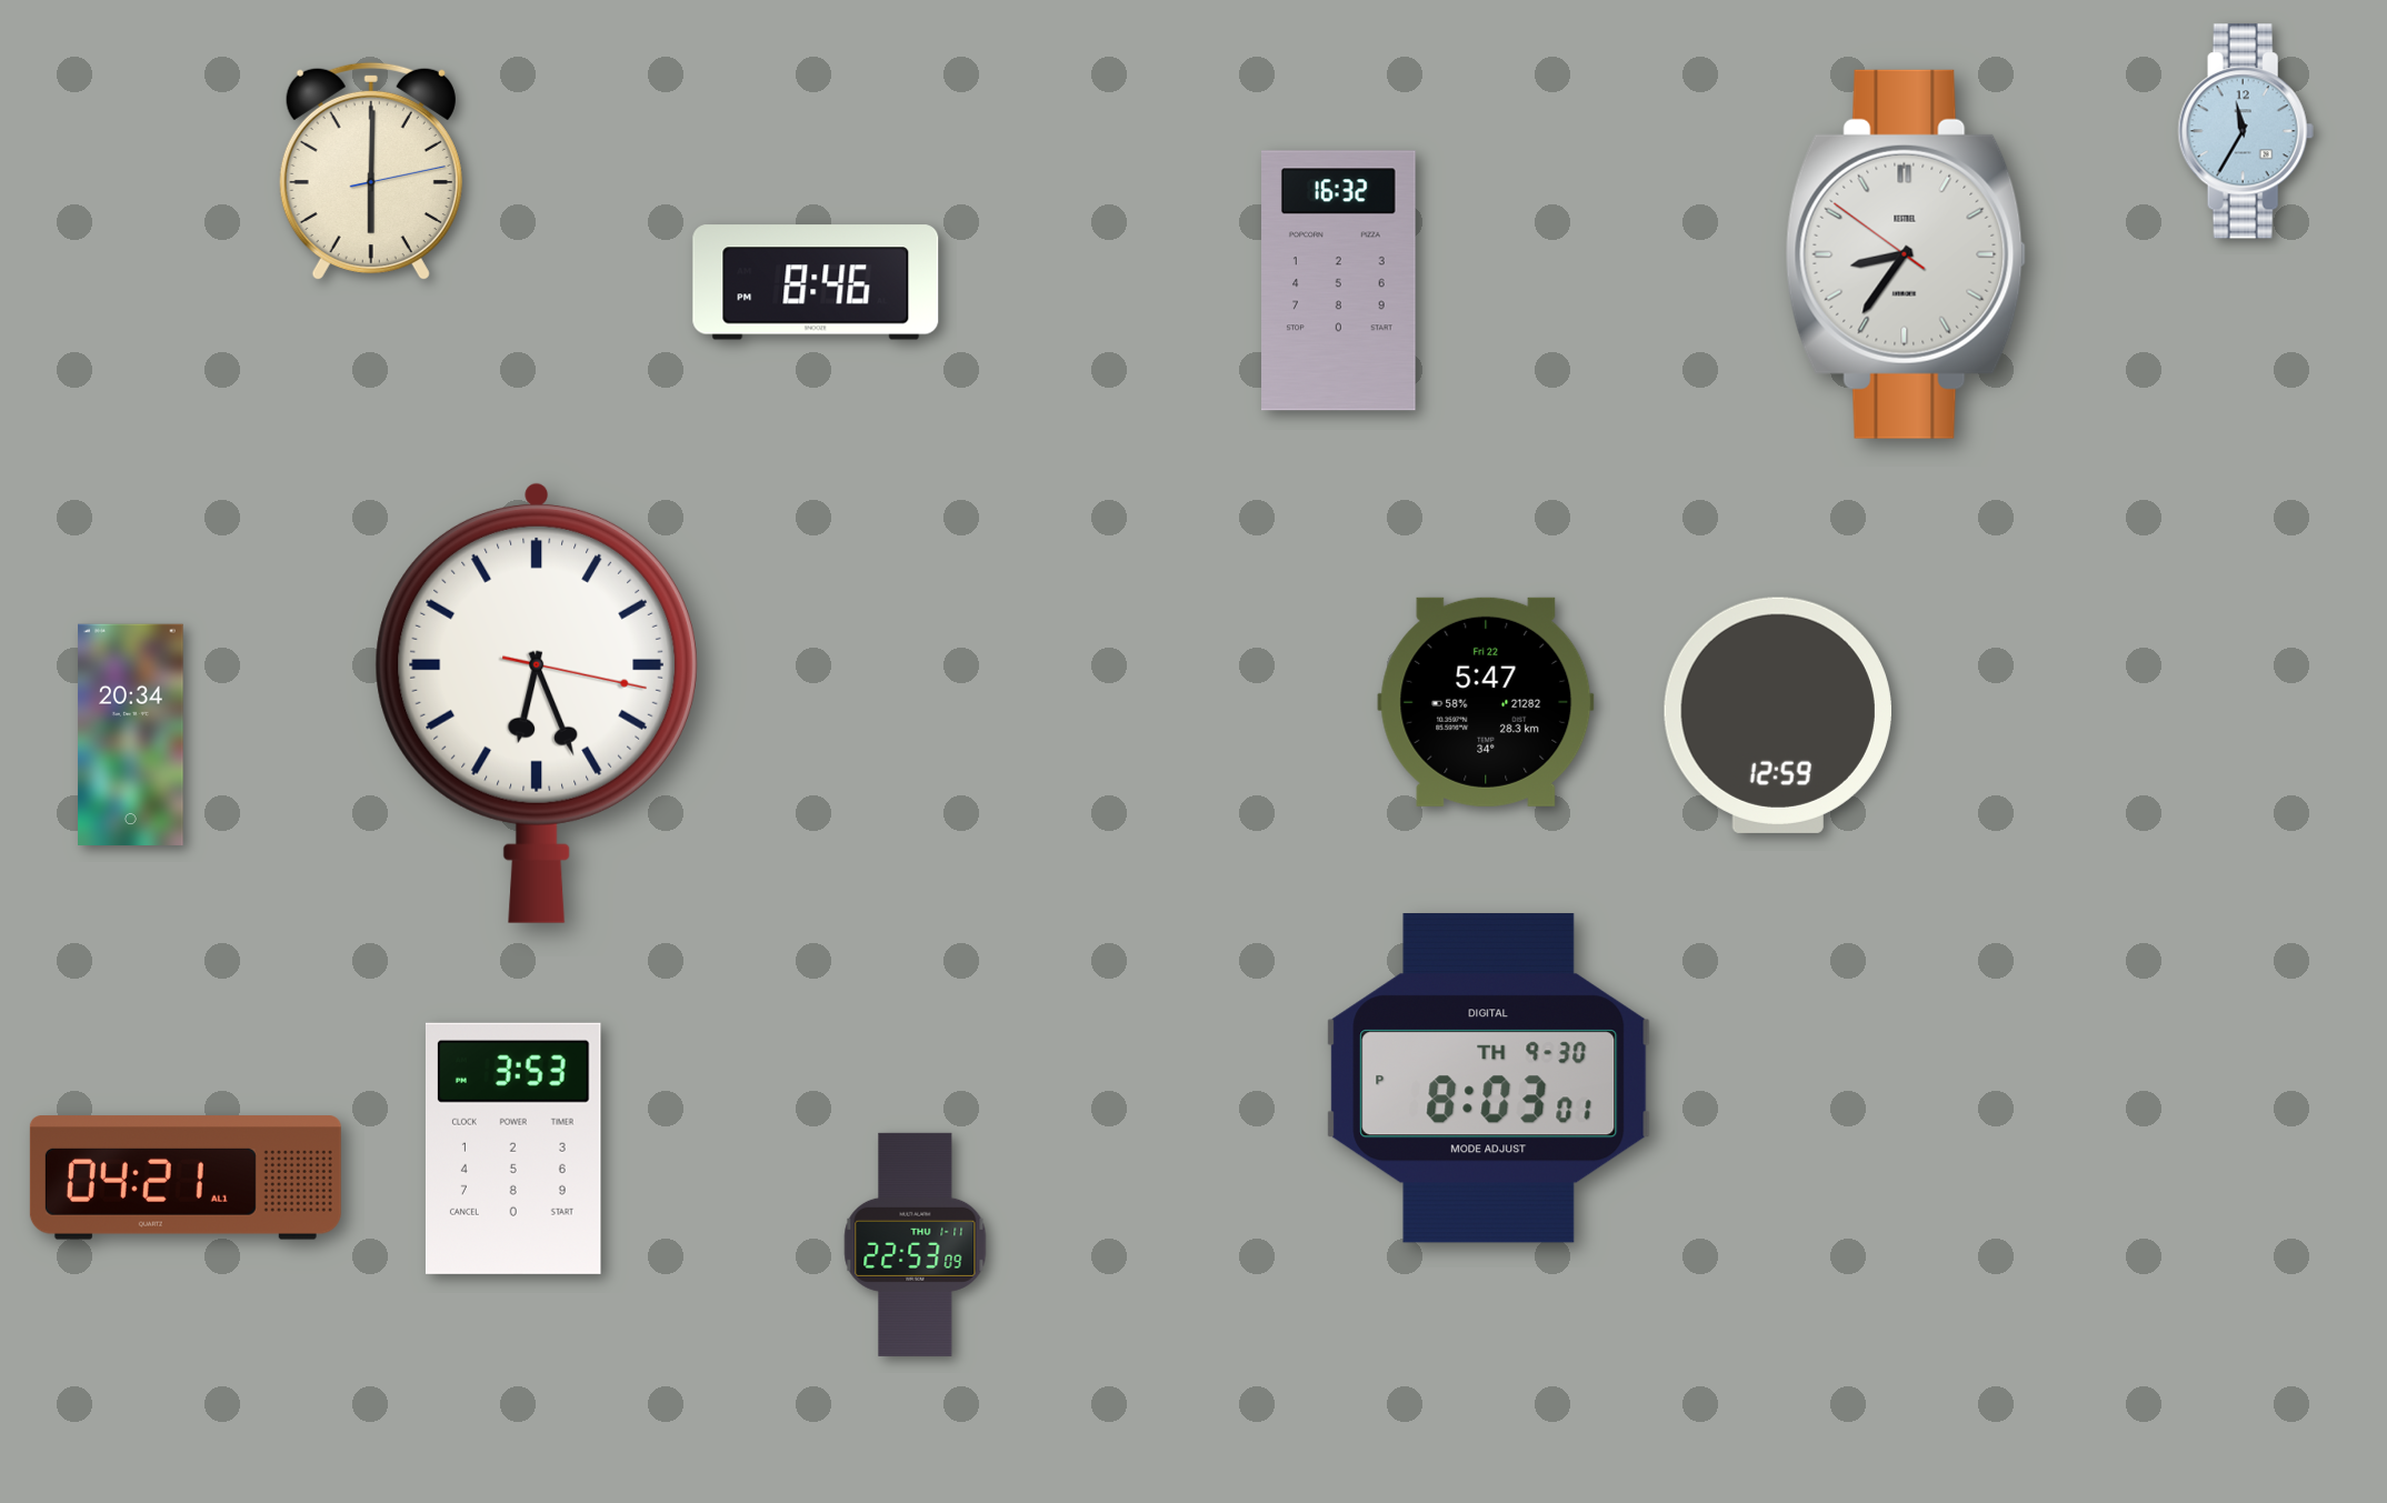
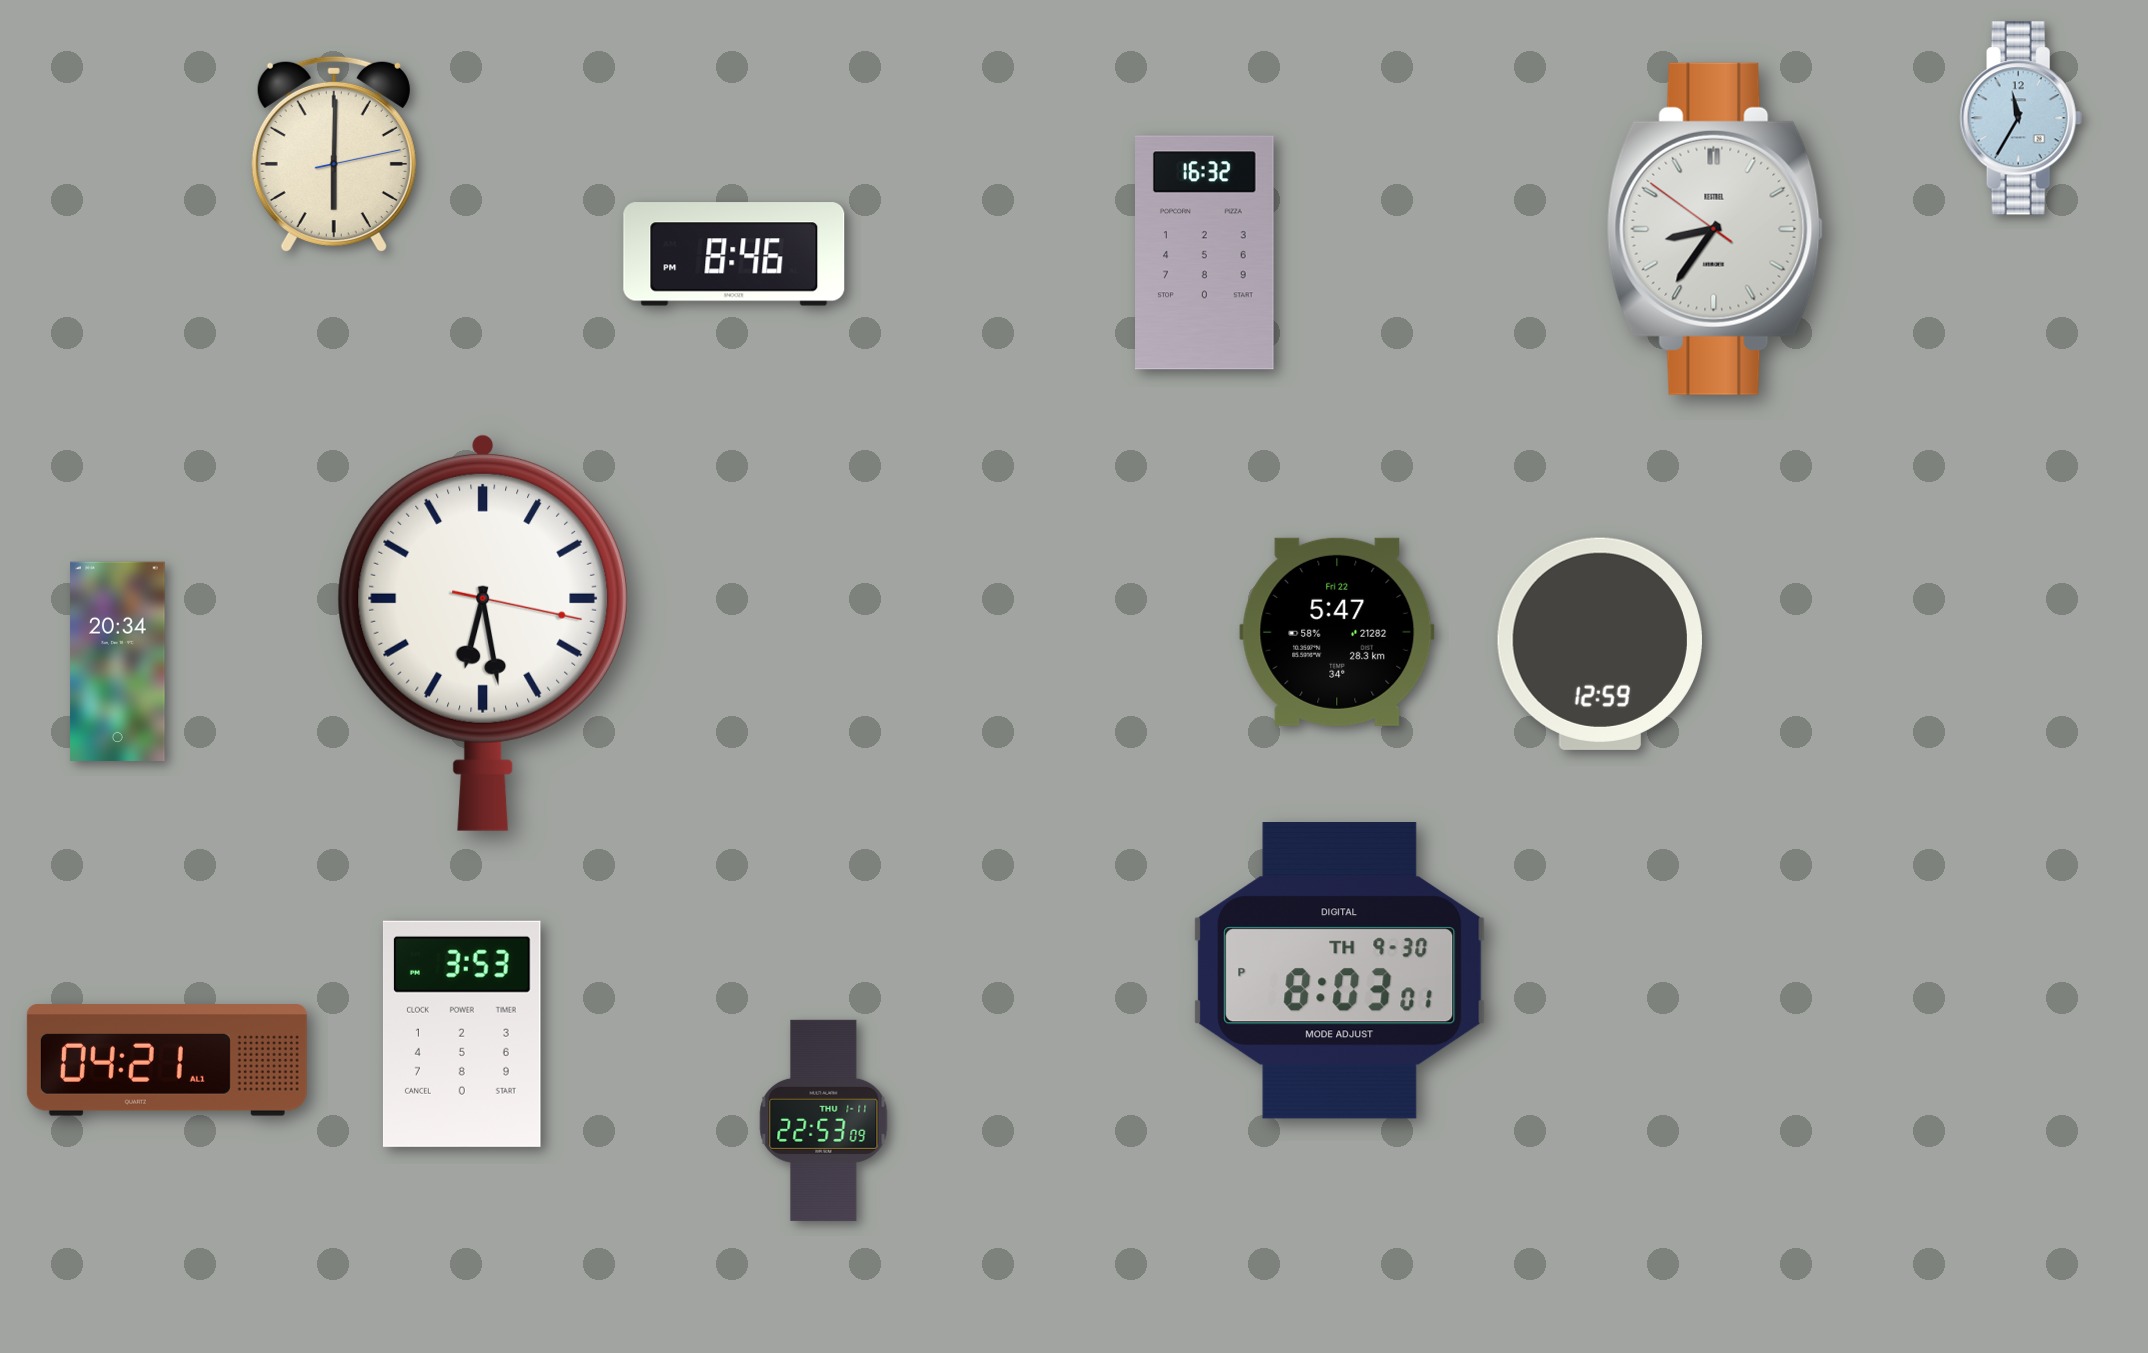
clock at (536, 702): 6:26 -> 6:28
